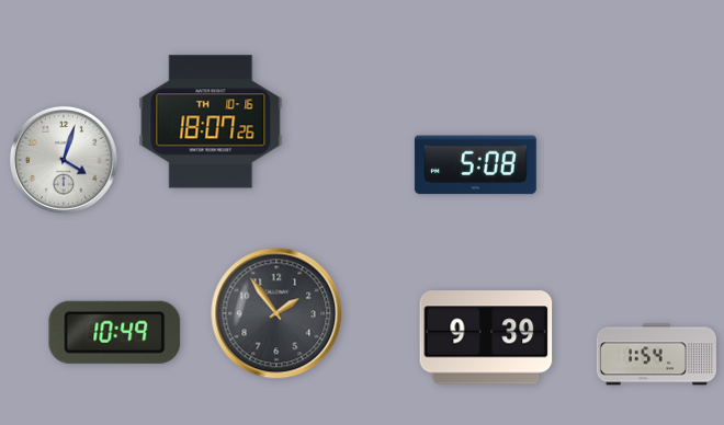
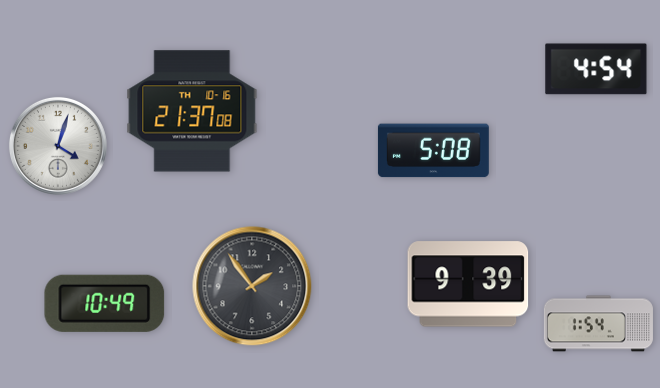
clock at (596, 69): none -> 4:54
clock at (211, 122): 18:07 -> 21:37
clock at (486, 337) position: (486, 337) -> (468, 284)
